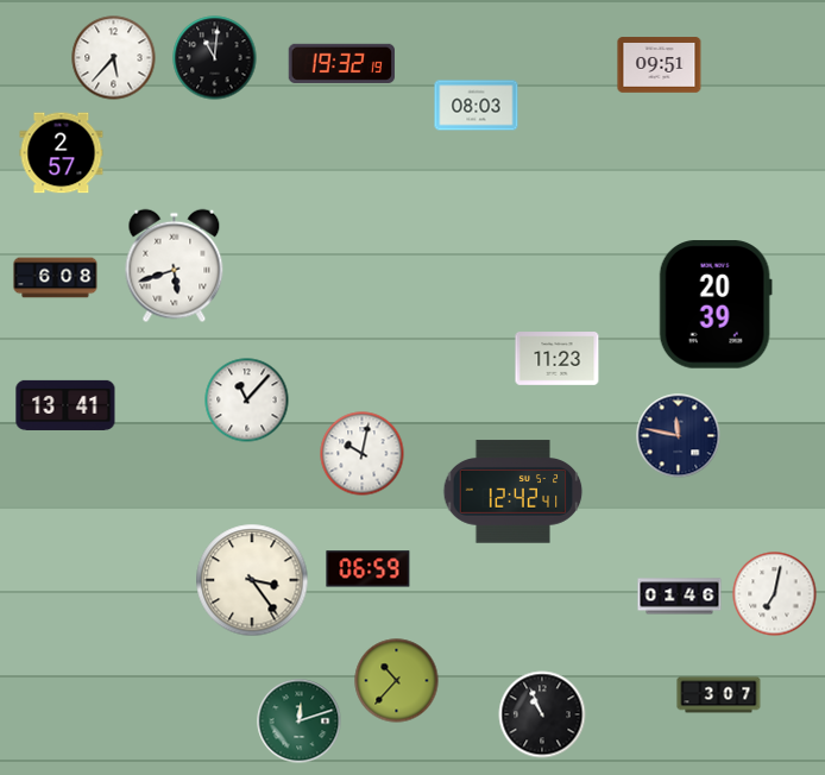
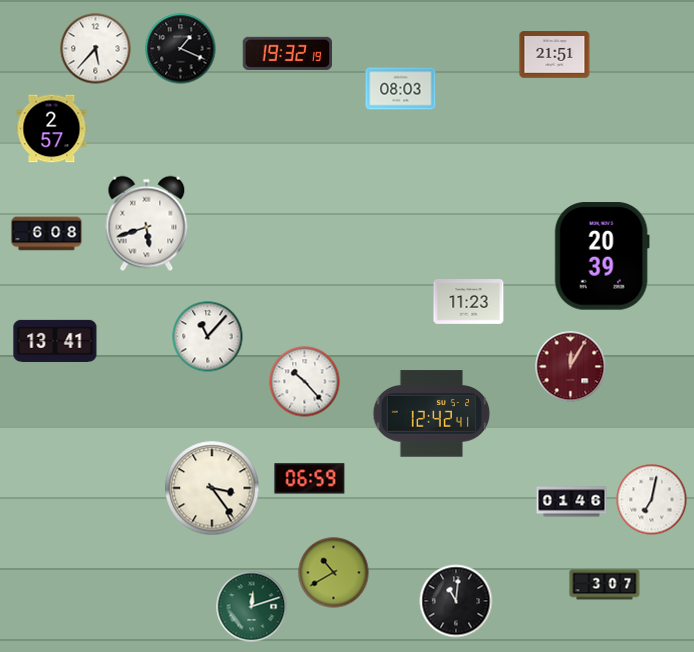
clock at (215, 58): 11:01 -> 1:19
clock at (660, 65): 09:51 -> 21:51
clock at (679, 436): 11:47 -> 12:05
clock at (679, 436) dial: navy -> burgundy
clock at (363, 454): 10:02 -> 10:23
clock at (397, 681): 10:37 -> 10:40
clock at (542, 714): 10:56 -> 11:01
